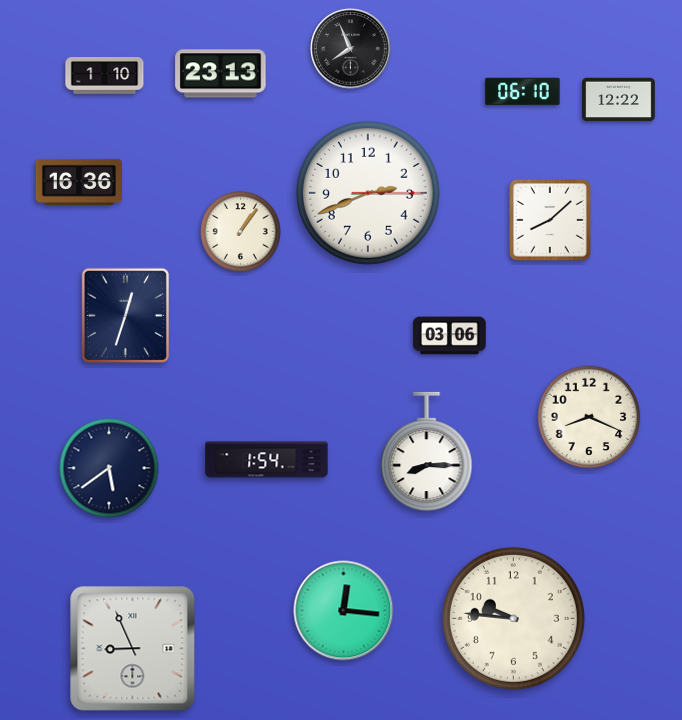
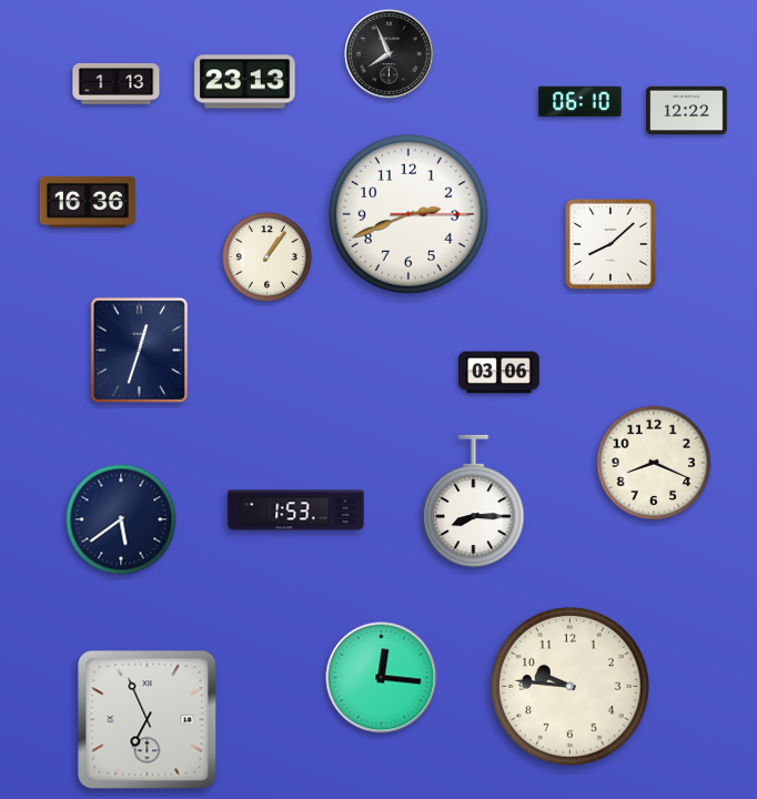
clock at (105, 76): 1:10 -> 1:13
clock at (267, 460): 1:54 -> 1:53
clock at (133, 649): 8:56 -> 6:56
